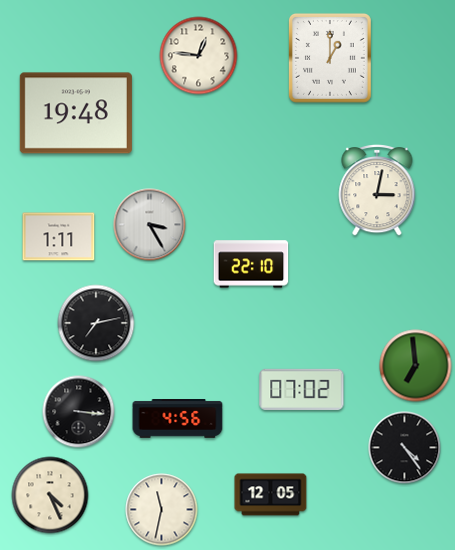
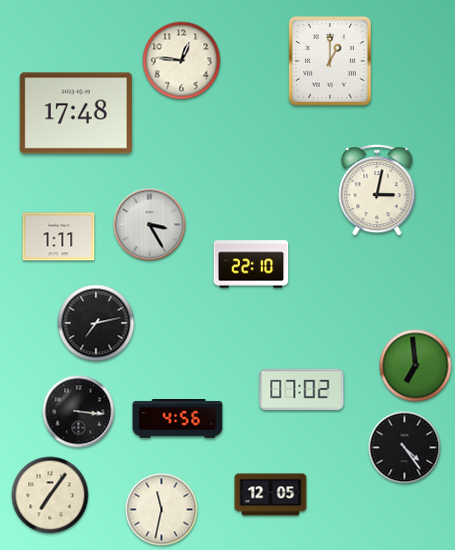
clock at (199, 56) position: (199, 56) -> (182, 61)
clock at (330, 58) position: (330, 58) -> (330, 61)
clock at (76, 113): 19:48 -> 17:48
clock at (50, 495): 4:26 -> 7:06
